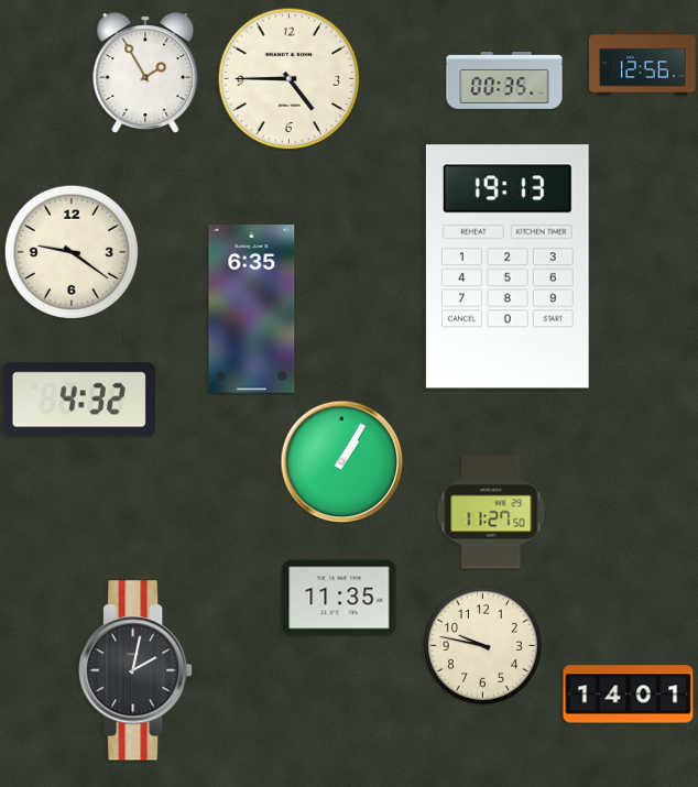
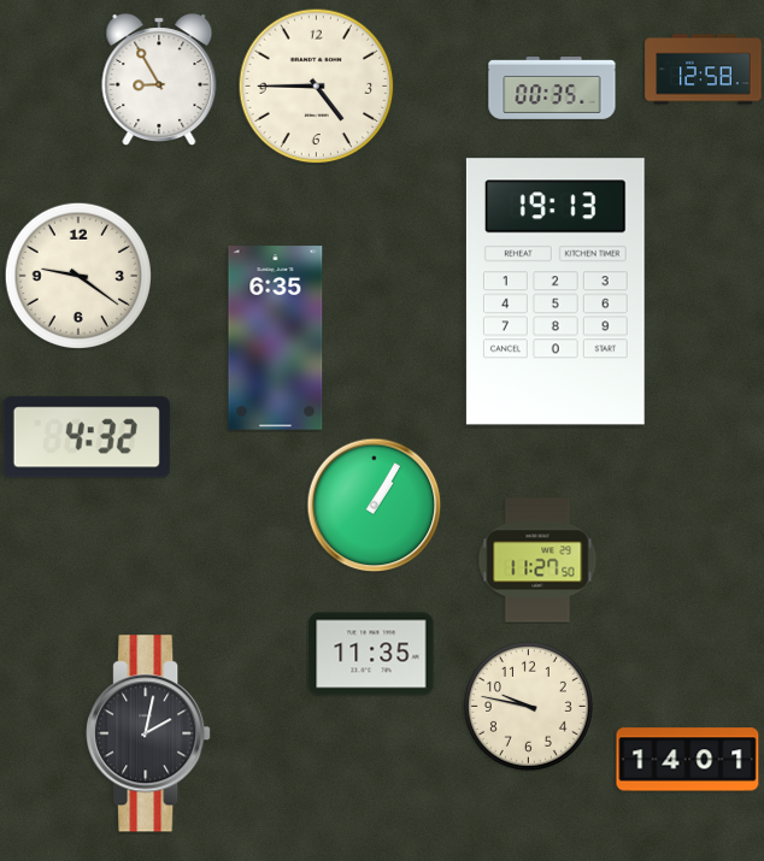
clock at (643, 64): 12:56 -> 12:58
clock at (145, 73): 1:55 -> 8:55
